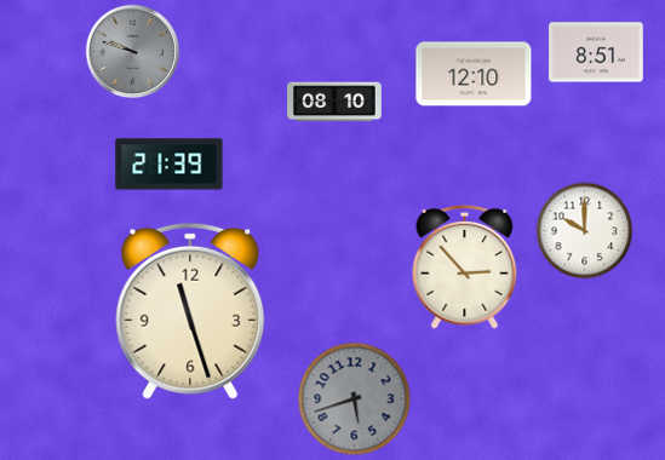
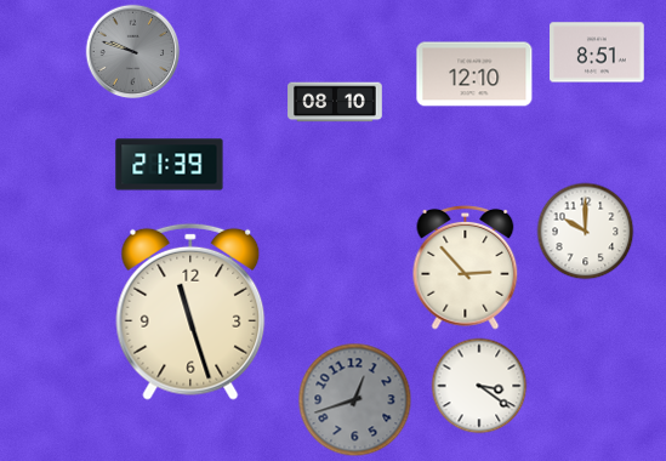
clock at (479, 386): none -> 3:21
clock at (354, 398): 5:42 -> 12:42
